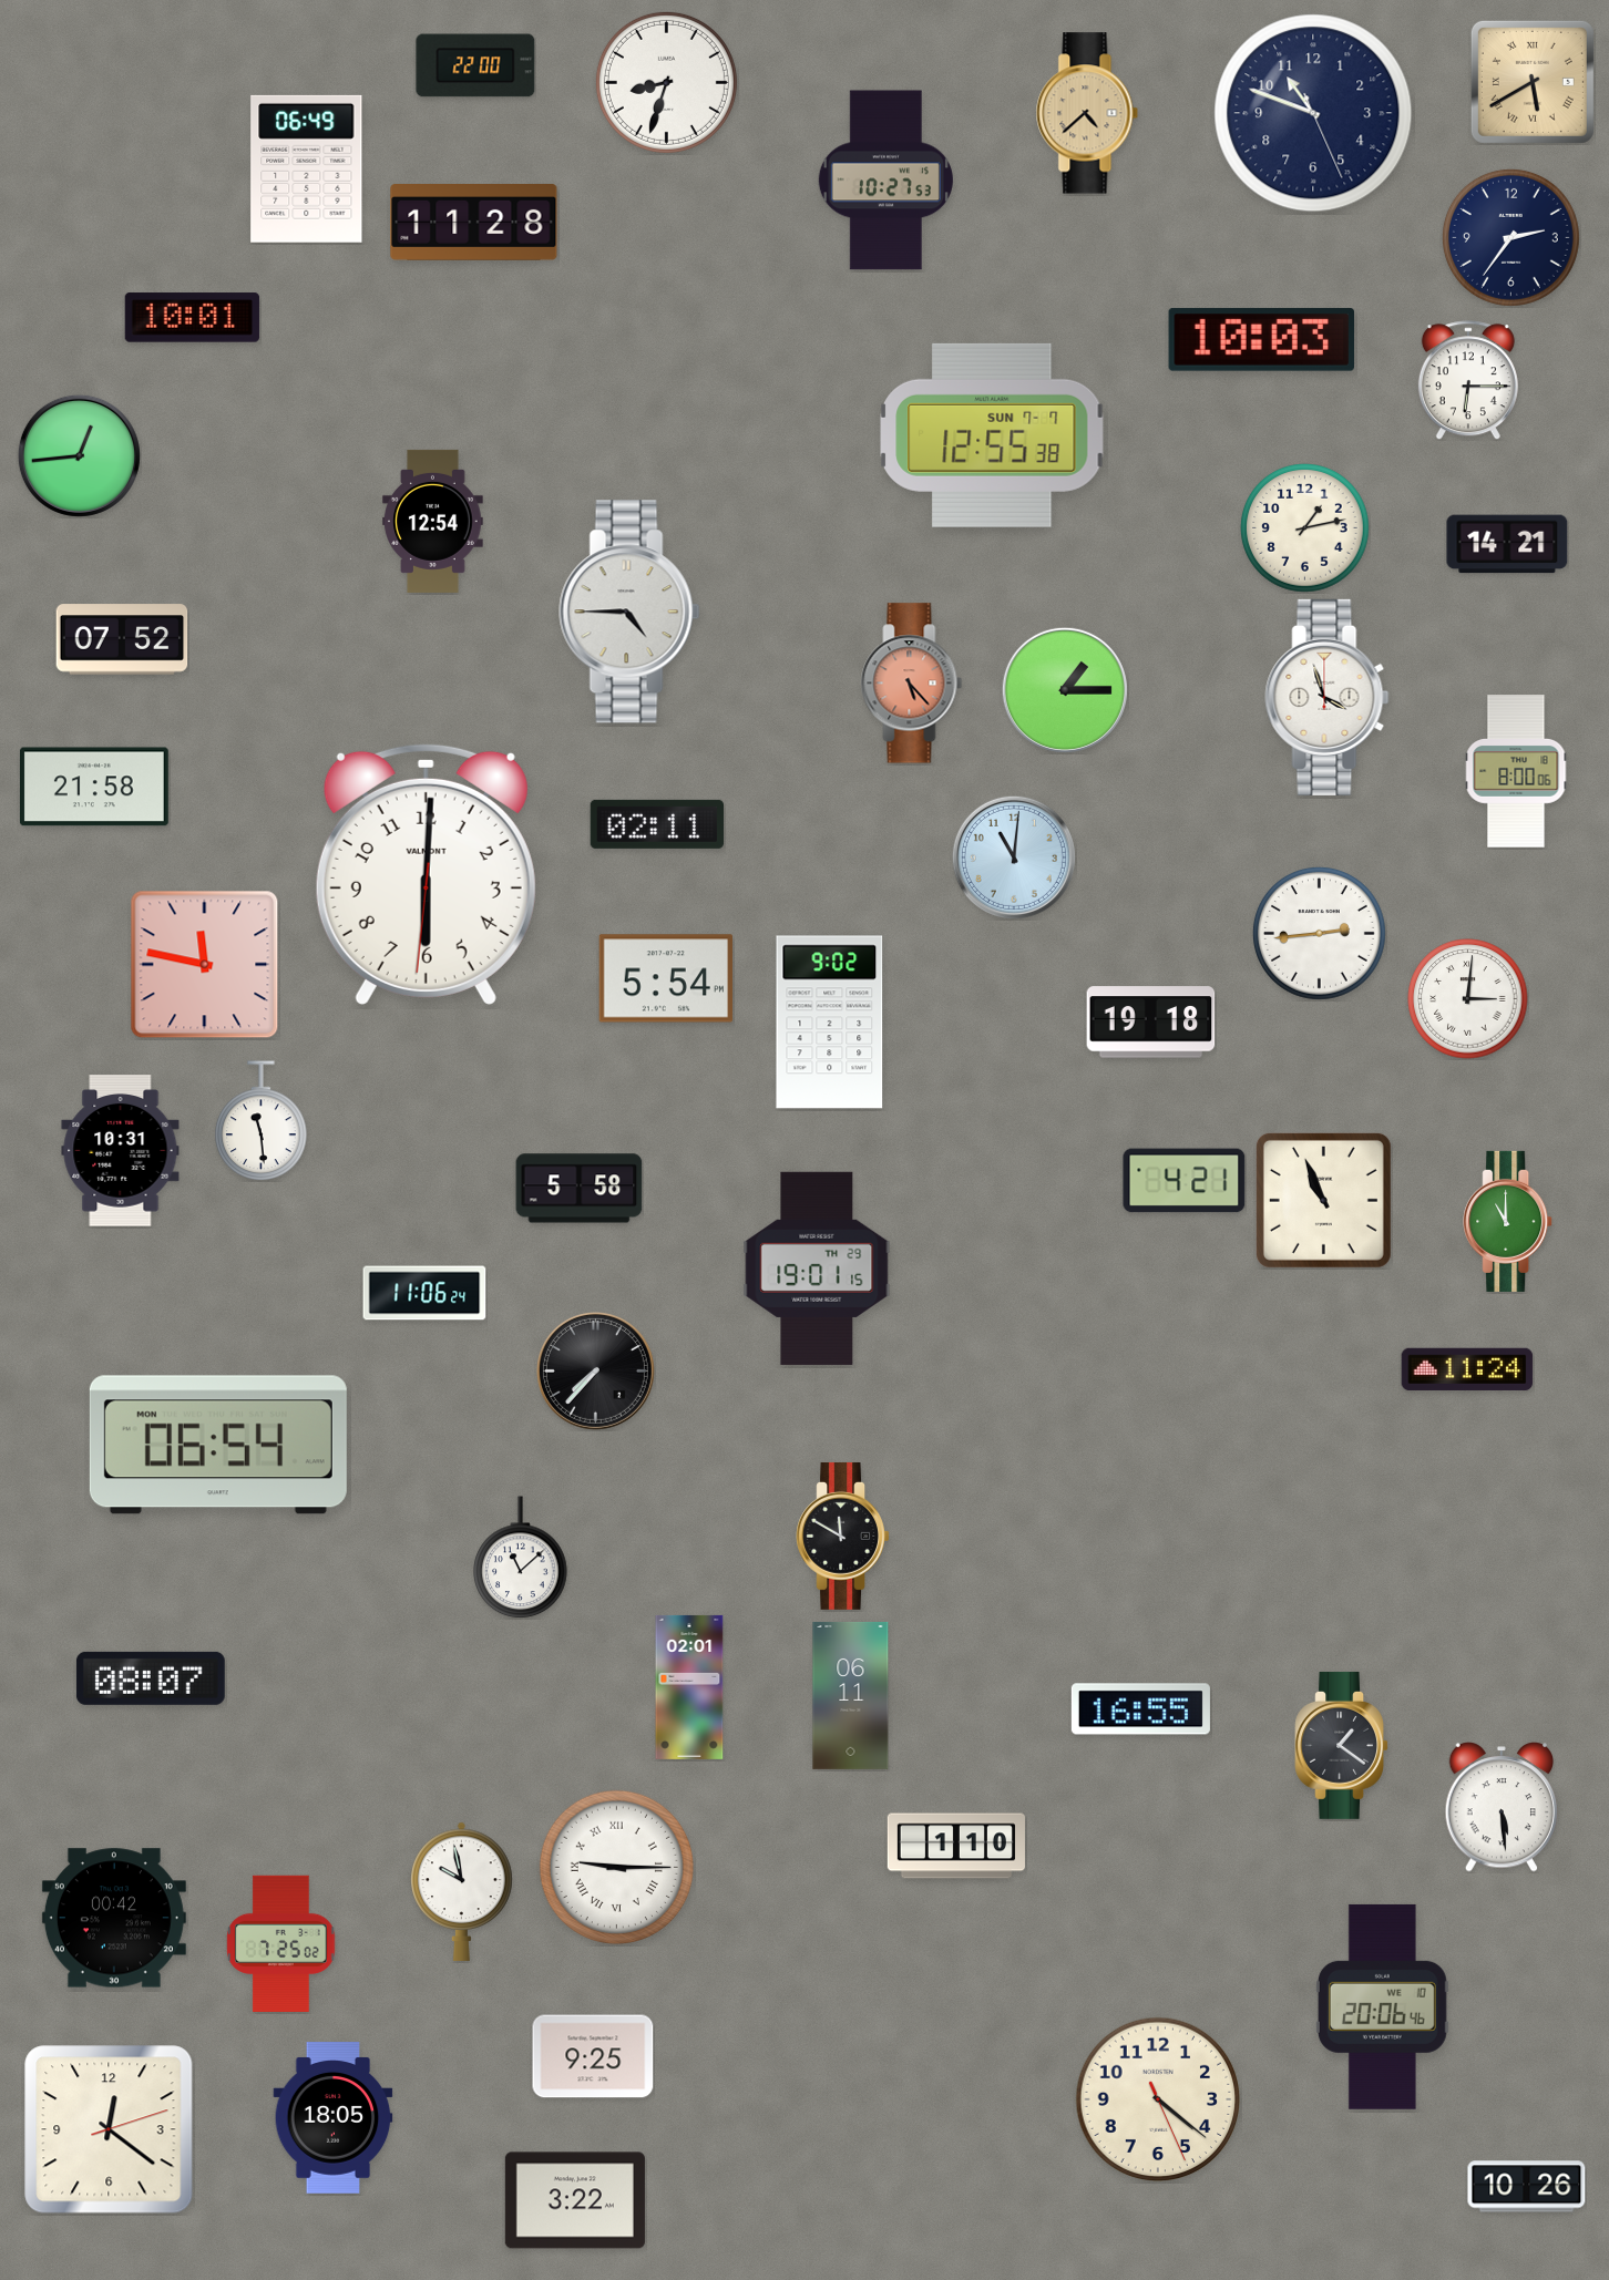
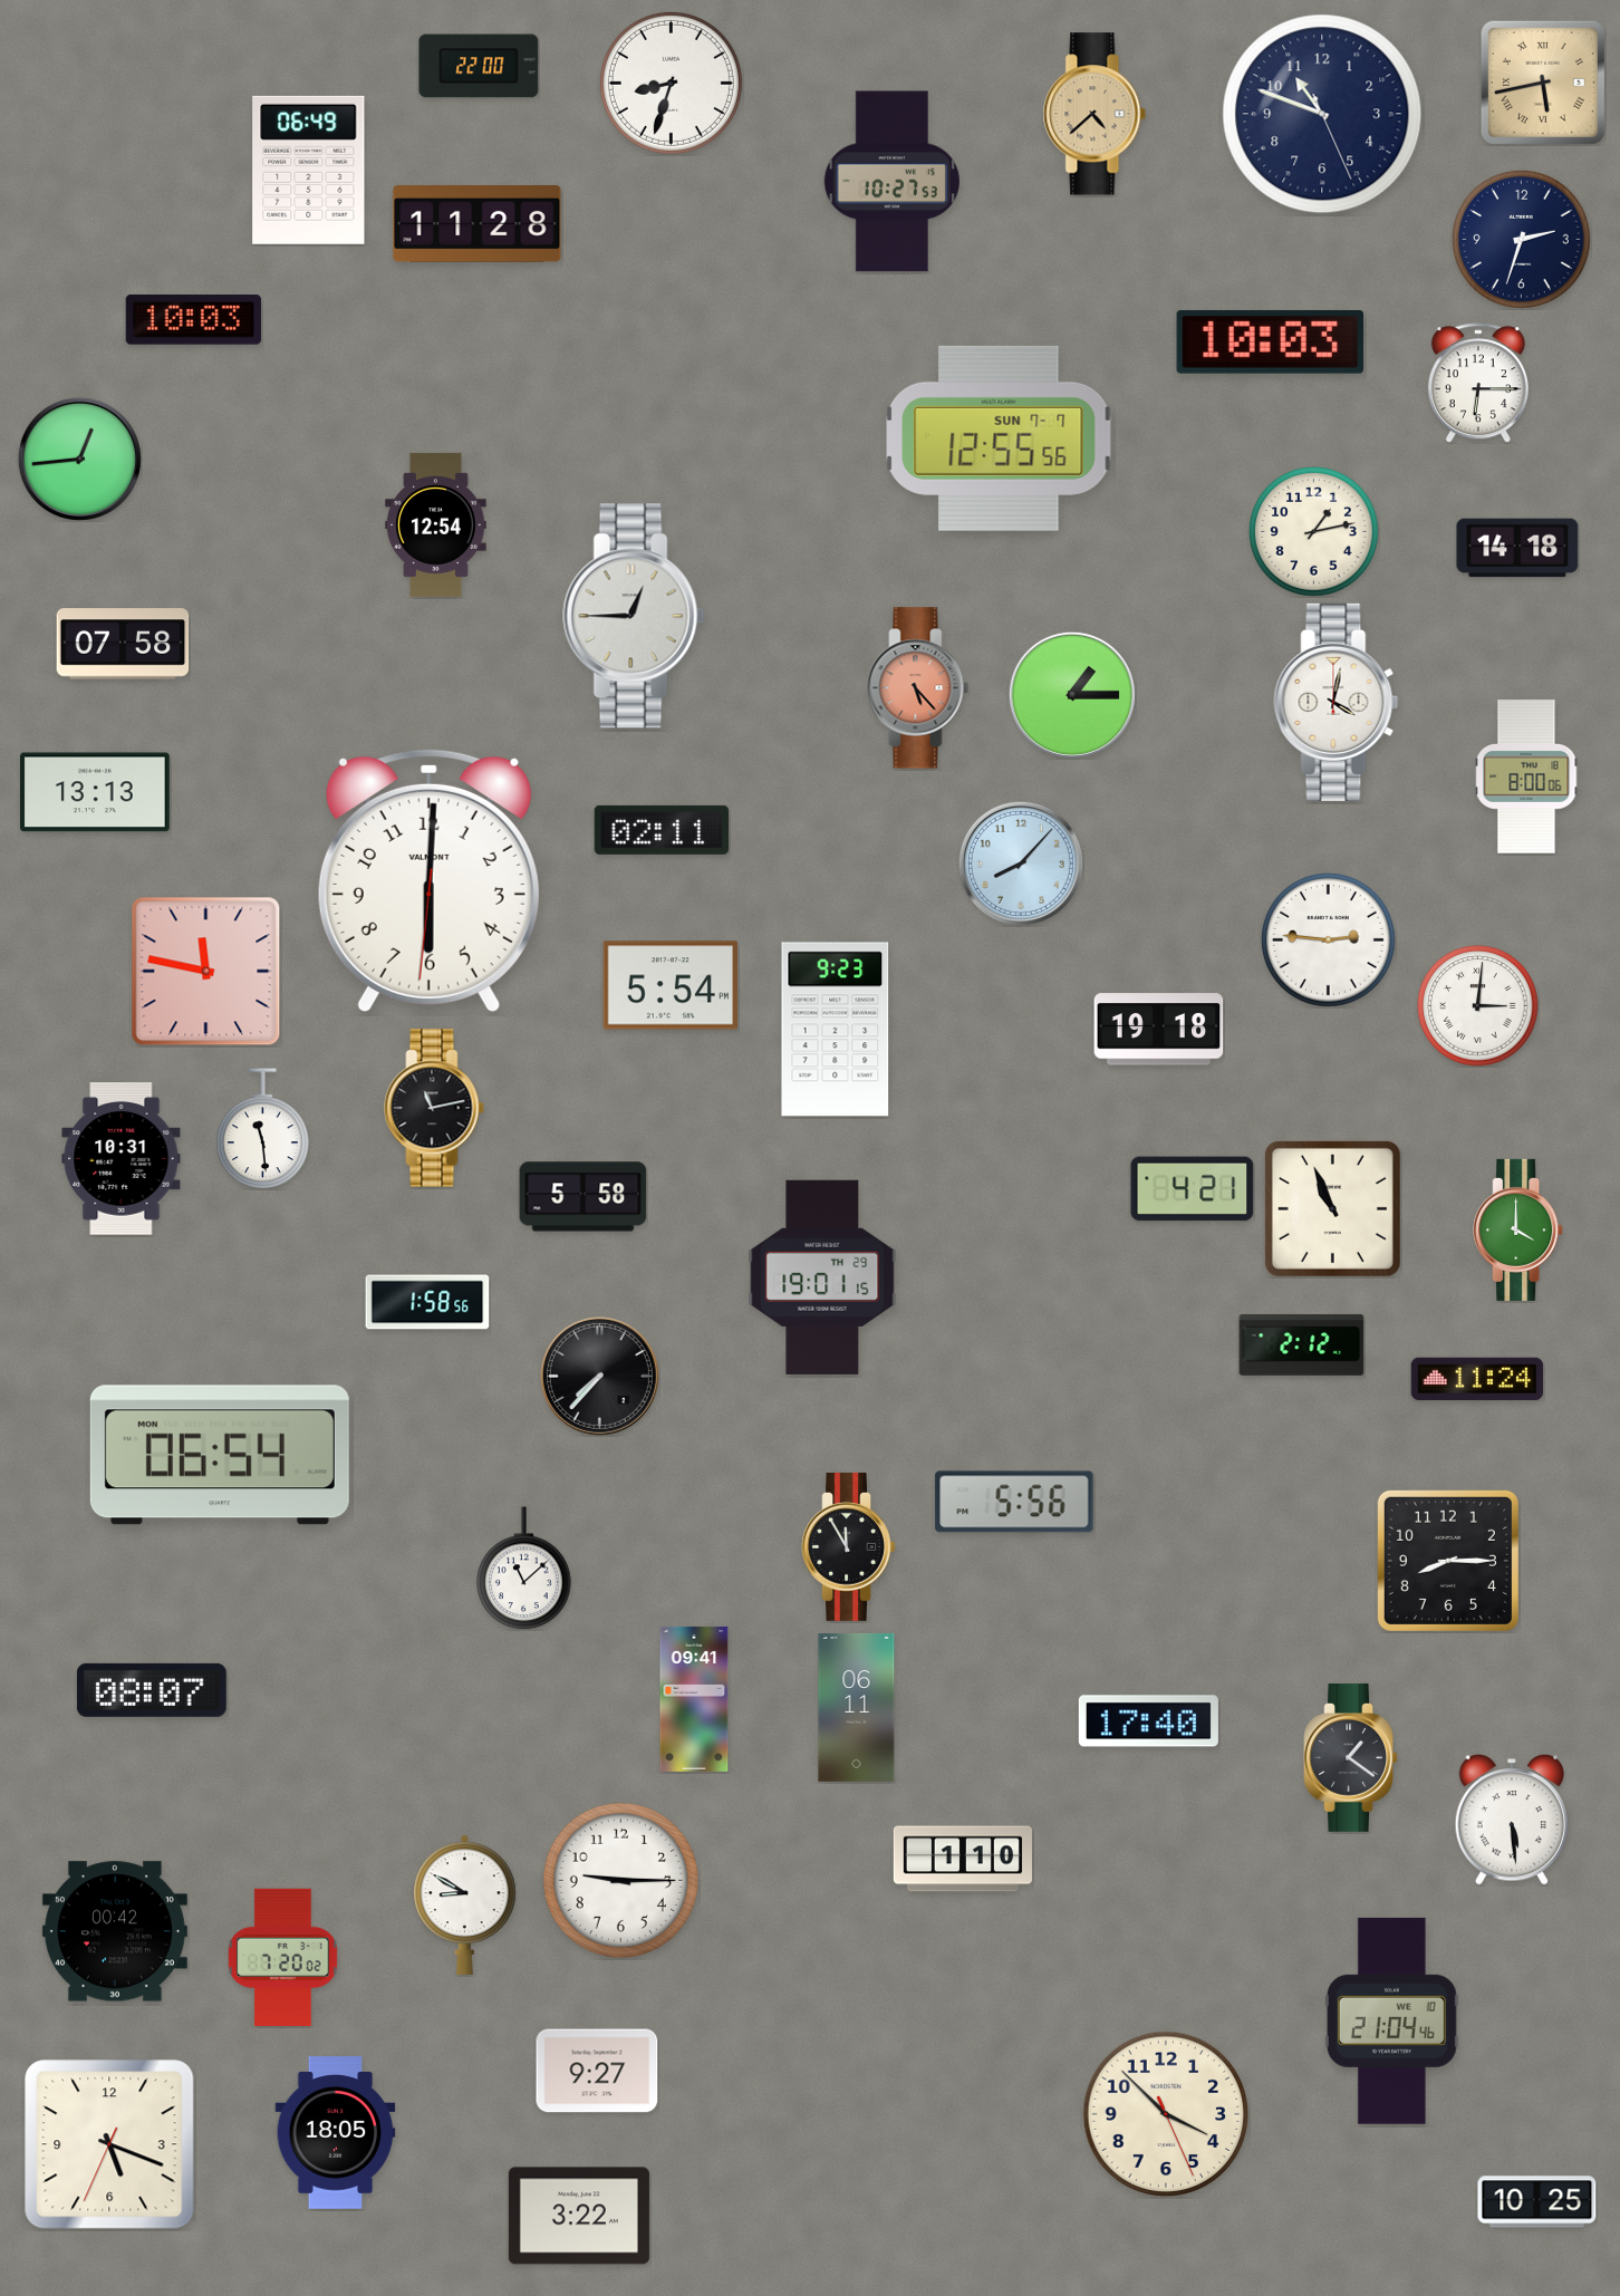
clock at (1533, 82): 5:40 -> 5:43
clock at (1510, 237): 2:36 -> 2:33
clock at (192, 318): 10:01 -> 10:03
clock at (992, 435): 12:55:38 -> 12:55:56
clock at (1507, 544): 14:21 -> 14:18
clock at (629, 612): 4:45 -> 12:45
clock at (122, 639): 07:52 -> 07:58
clock at (1328, 697): 3:57 -> 4:02
clock at (94, 787): 21:58 -> 13:13
clock at (1014, 857): 11:01 -> 8:07
clock at (1320, 934): 2:44 -> 2:46
clock at (830, 1023): 9:02 -> 9:23
clock at (434, 1108): none -> 11:13
clock at (1508, 1221): 11:00 -> 4:00
clock at (424, 1293): 11:06 -> 1:58
clock at (1302, 1345): none -> 2:12
clock at (595, 1370) position: (595, 1370) -> (599, 1376)
clock at (1014, 1502): none -> 5:56
clock at (842, 1536): 11:50 -> 11:55
clock at (1448, 1561): none -> 8:15
clock at (689, 1687): 02:01 -> 09:41
clock at (1140, 1709): 16:55 -> 17:40
clock at (616, 1867) numerals: Roman -> Arabic
clock at (462, 1891): 9:58 -> 8:50
clock at (281, 1943): 7:25 -> 7:20
clock at (1382, 2006): 20:06 -> 21:04
clock at (593, 2056): 9:25 -> 9:27
clock at (1158, 2099): 4:21 -> 3:52
clock at (109, 2129): 12:21 -> 5:18
clock at (1527, 2187): 10:26 -> 10:25
